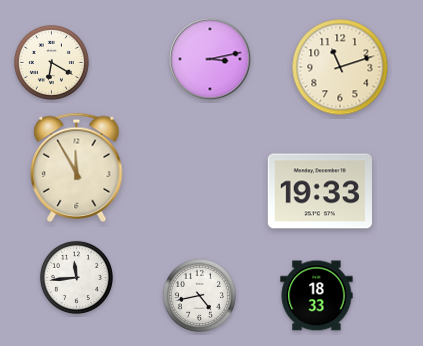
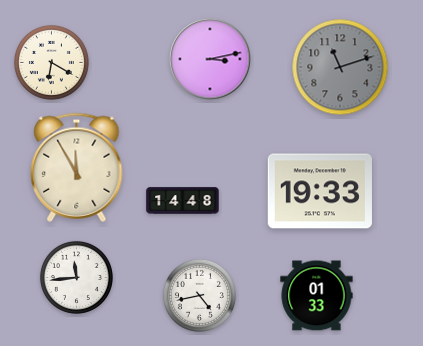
clock at (340, 67) dial: cream -> grey
clock at (183, 201): none -> 14:48
clock at (317, 296): 18:33 -> 01:33
